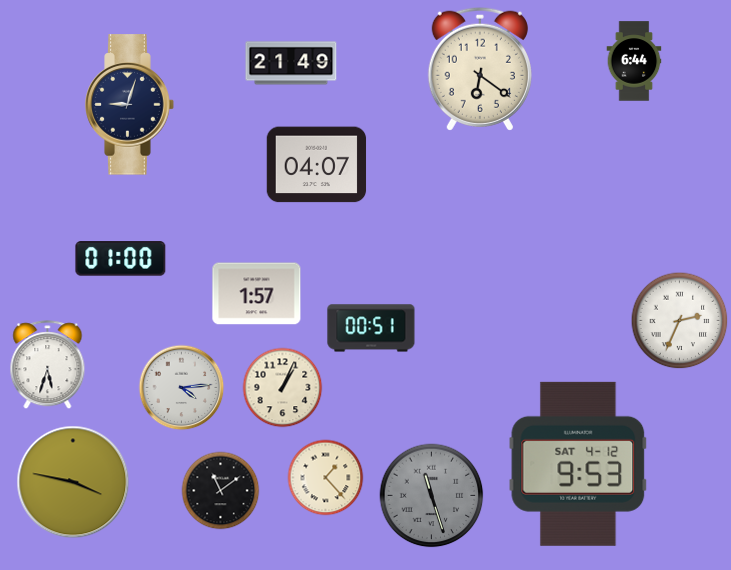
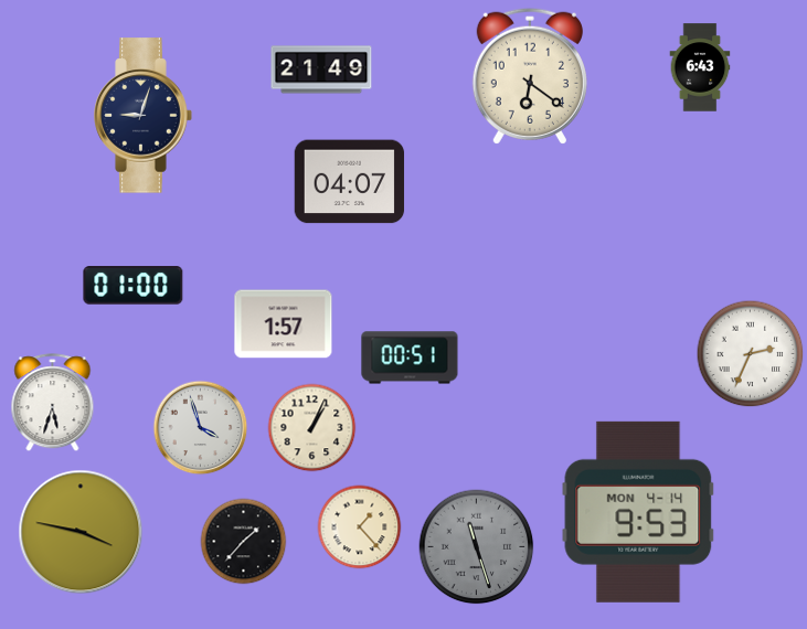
clock at (634, 61): 6:44 -> 6:43
clock at (371, 328) position: (371, 328) -> (410, 358)
clock at (182, 388): 4:14 -> 3:57
clock at (578, 464) date: SAT 4-12 -> MON 4-14
clock at (221, 491): 11:09 -> 1:37
